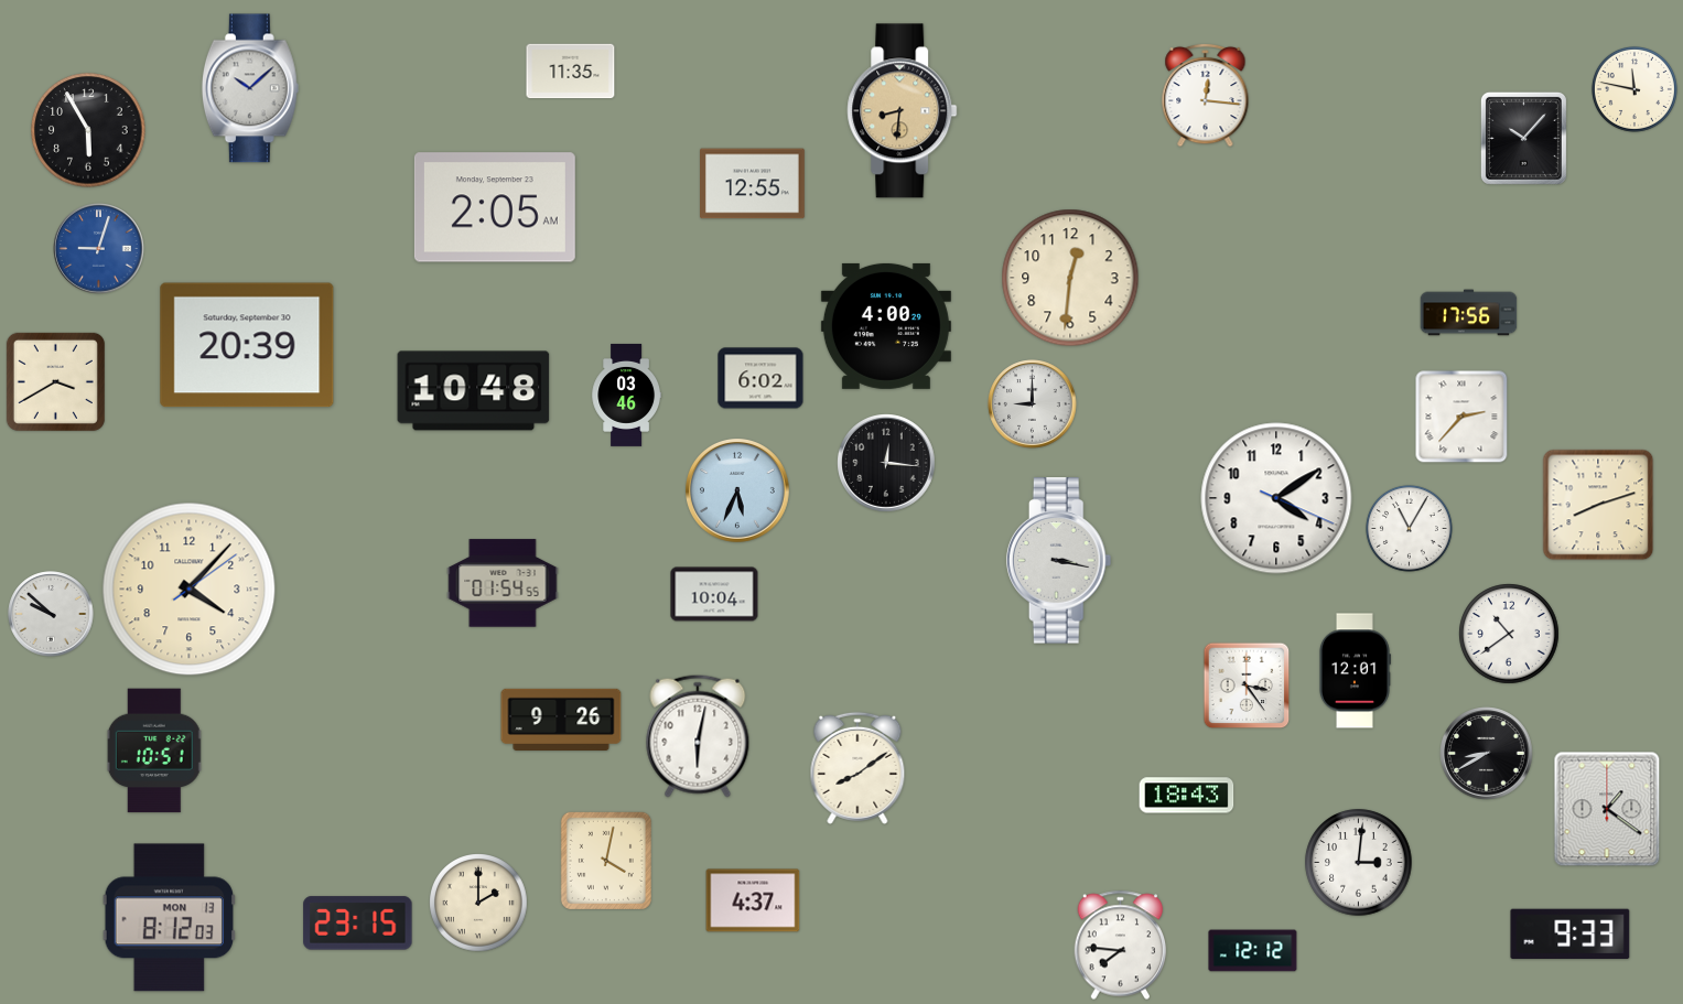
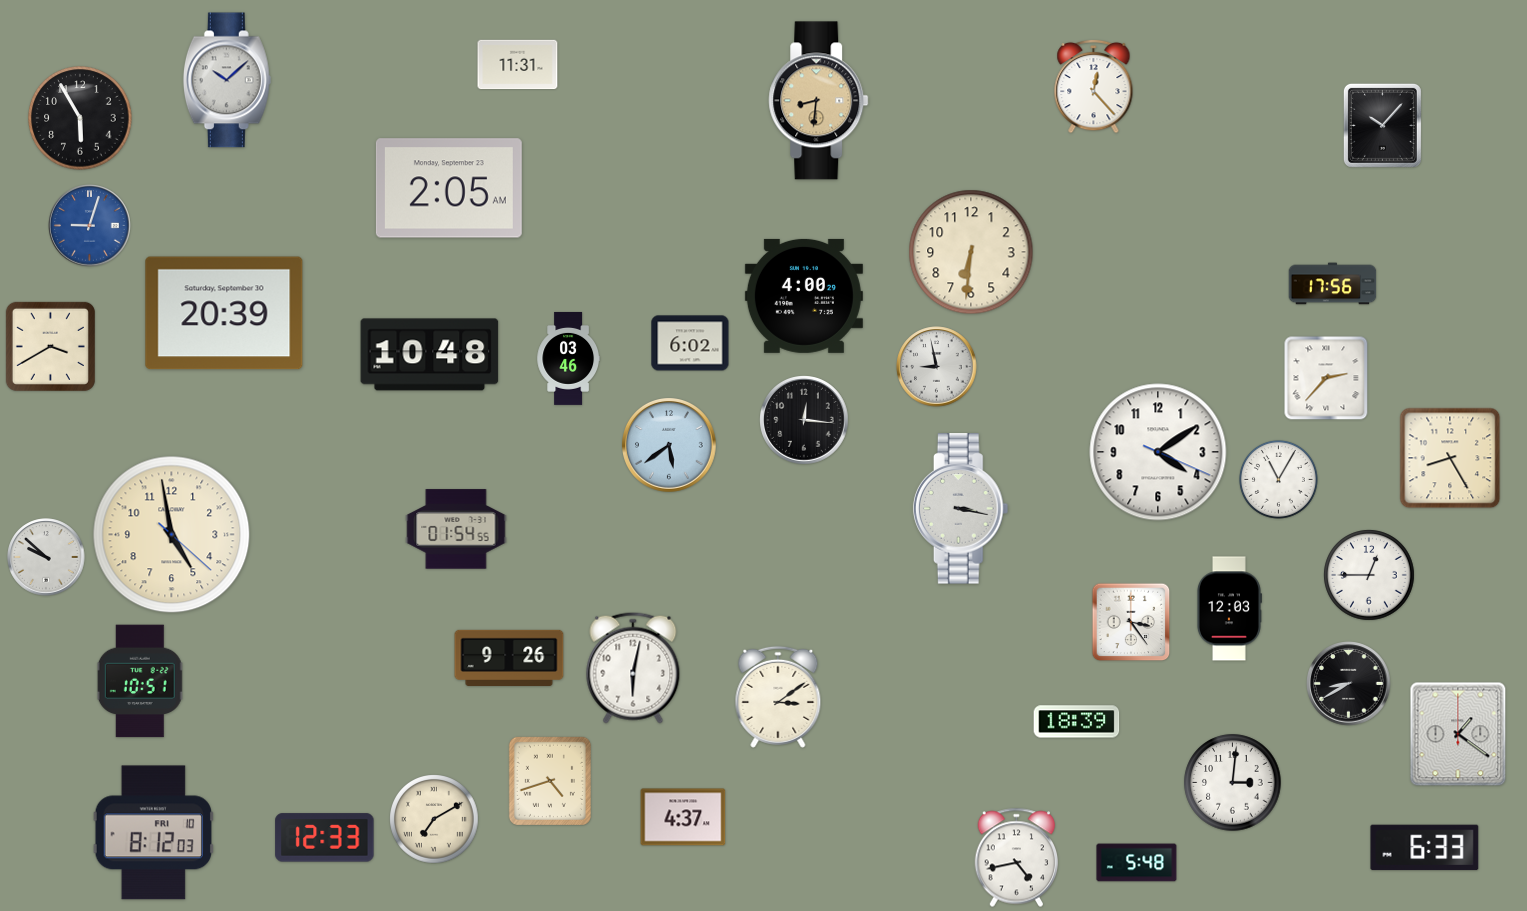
clock at (571, 72): 11:35 -> 11:31
clock at (1635, 89): 11:47 -> none
clock at (1206, 95): 12:16 -> 12:23
clock at (753, 184): 12:55 -> none
clock at (1070, 278): 12:31 -> 6:31
clock at (1033, 404): 9:00 -> 8:58
clock at (738, 492): 5:34 -> 5:39
clock at (1598, 505): 8:12 -> 8:25
clock at (190, 590): 4:07 -> 4:58
clock at (714, 594): 10:04 -> none
clock at (1509, 634): 10:39 -> 12:45
clock at (1355, 671): 12:01 -> 12:03
clock at (561, 719) position: (561, 719) -> (509, 657)
clock at (857, 768): 8:09 -> 3:09
clock at (1187, 796): 18:43 -> 18:39
clock at (606, 861): 4:02 -> 4:42
clock at (478, 903): 2:00 -> 7:10
clock at (169, 918) date: MON 13 -> FRI 10
clock at (358, 924): 23:15 -> 12:33
clock at (1571, 935): 9:33 -> 6:33
clock at (1121, 946): 7:46 -> 4:43
clock at (1253, 951): 12:12 -> 5:48
